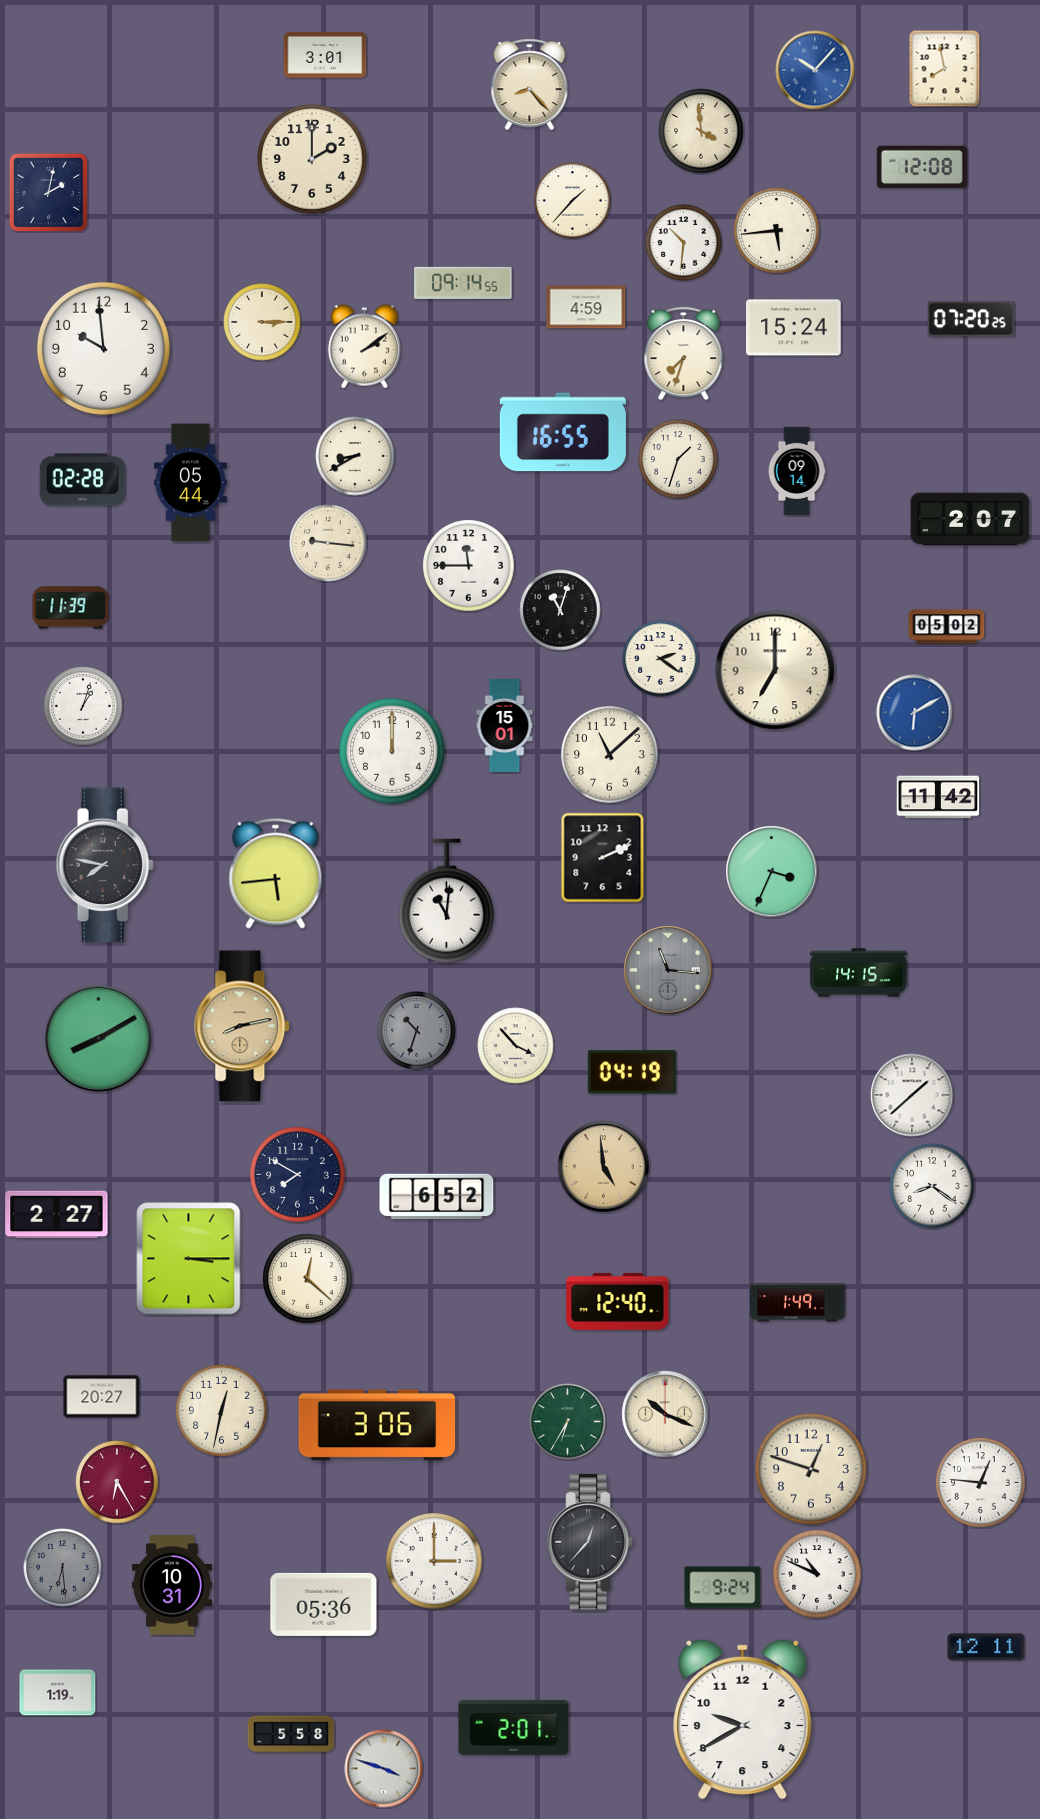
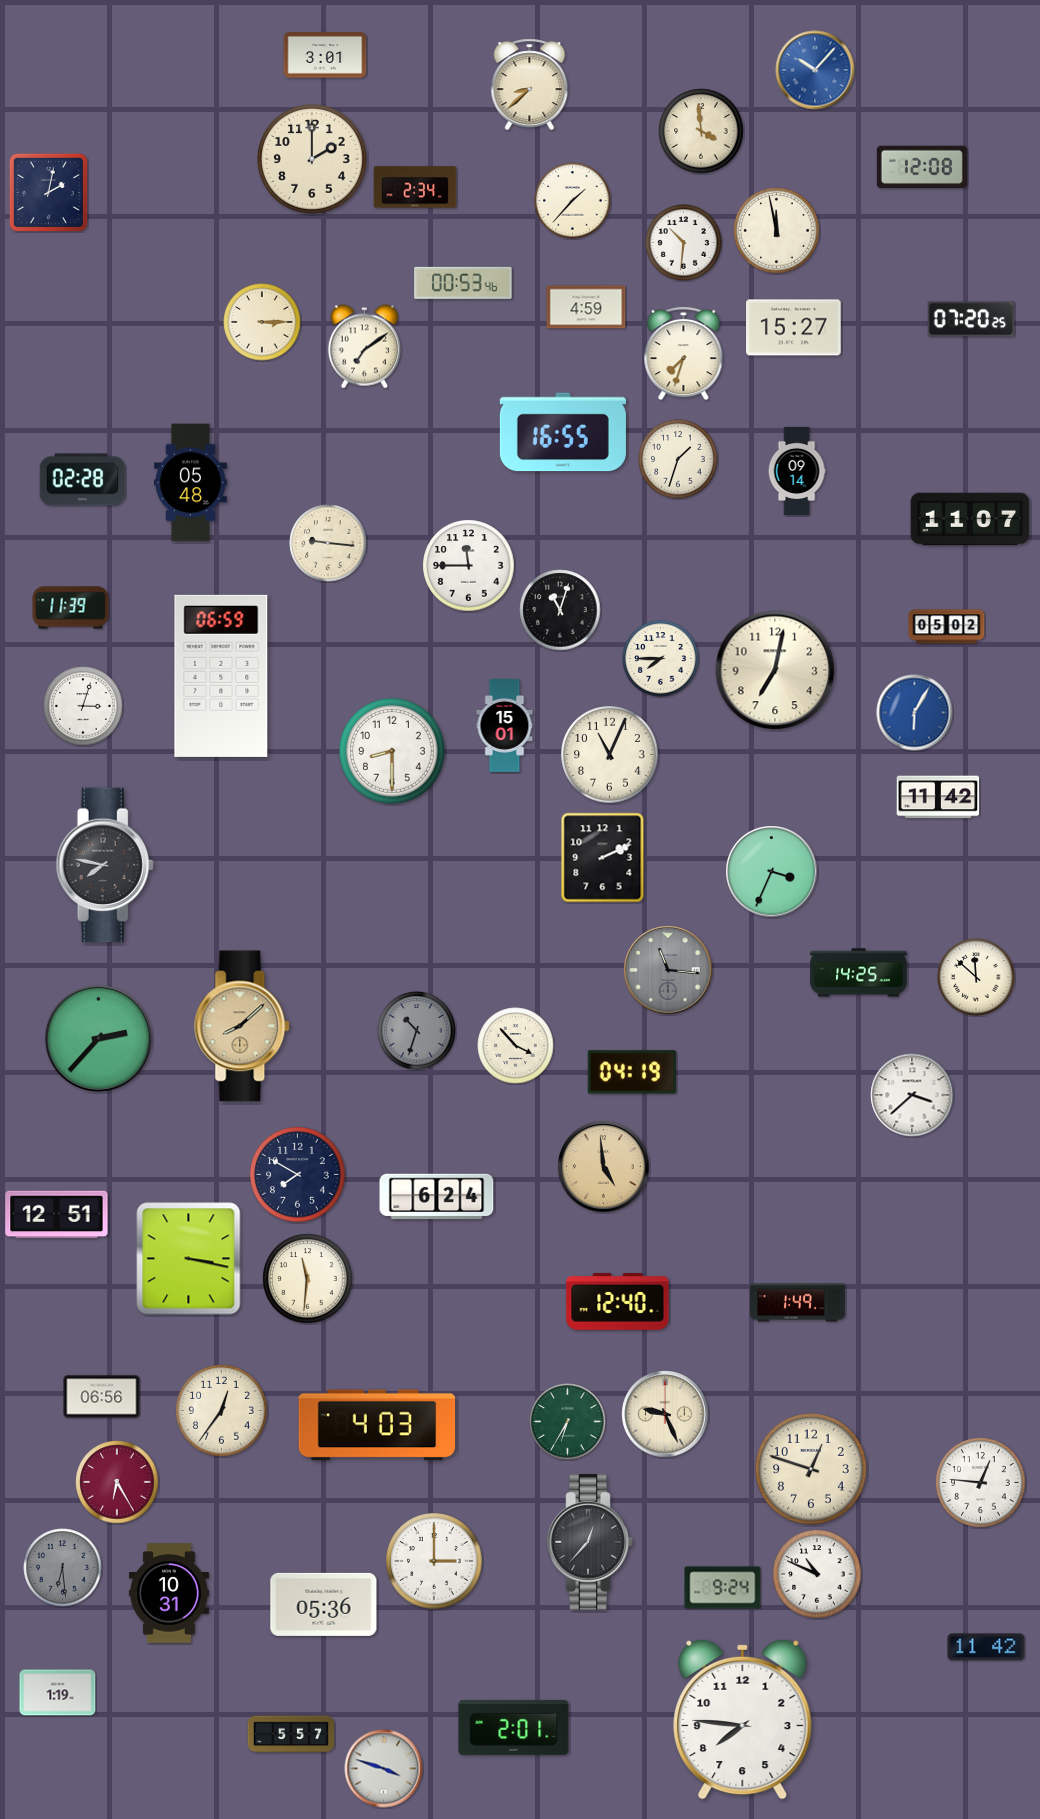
clock at (945, 68): 7:58 -> none
clock at (530, 85): 8:23 -> 8:38
clock at (415, 187): none -> 2:34
clock at (777, 231): 5:44 -> 11:58
clock at (463, 283): 09:14 -> 00:53
clock at (794, 328): 15:24 -> 15:27
clock at (364, 347): 2:09 -> 7:09
clock at (103, 348): 9:59 -> none
clock at (355, 456): 8:40 -> none
clock at (190, 483): 05:44 -> 05:48
clock at (970, 519): 2:07 -> 11:07
clock at (661, 659): 2:21 -> 7:45
clock at (775, 670): 7:00 -> 7:02
clock at (221, 676): none -> 06:59
clock at (83, 706): 1:03 -> 3:03
clock at (915, 713): 6:10 -> 6:05
clock at (393, 752): 12:00 -> 8:30
clock at (610, 755): 11:08 -> 11:04
clock at (276, 873): 5:44 -> none
clock at (446, 901): 11:01 -> none
clock at (859, 973): 14:15 -> 14:25
clock at (976, 977): none -> 11:52
clock at (243, 1026): 8:13 -> 8:08
clock at (98, 1038): 8:10 -> 2:37
clock at (912, 1095): 1:38 -> 3:38
clock at (932, 1186): 8:21 -> none
clock at (437, 1197): 6:52 -> 6:24
clock at (57, 1215): 2:27 -> 12:51
clock at (189, 1259): 3:15 -> 3:17
clock at (308, 1279): 12:22 -> 11:31
clock at (102, 1397): 20:27 -> 06:56
clock at (222, 1411): 12:32 -> 12:36
clock at (665, 1414): 10:19 -> 9:26
clock at (377, 1425): 3:06 -> 4:03
clock at (172, 1585) position: (172, 1585) -> (169, 1593)
clock at (986, 1647): 12:11 -> 11:42
clock at (743, 1719): 9:40 -> 7:46
clock at (291, 1734): 5:58 -> 5:57
